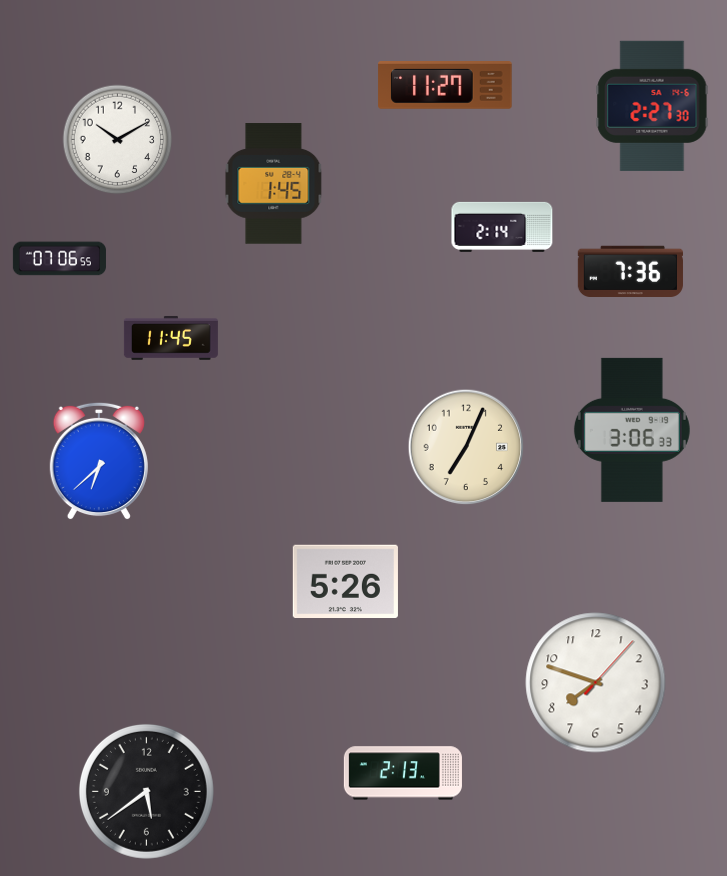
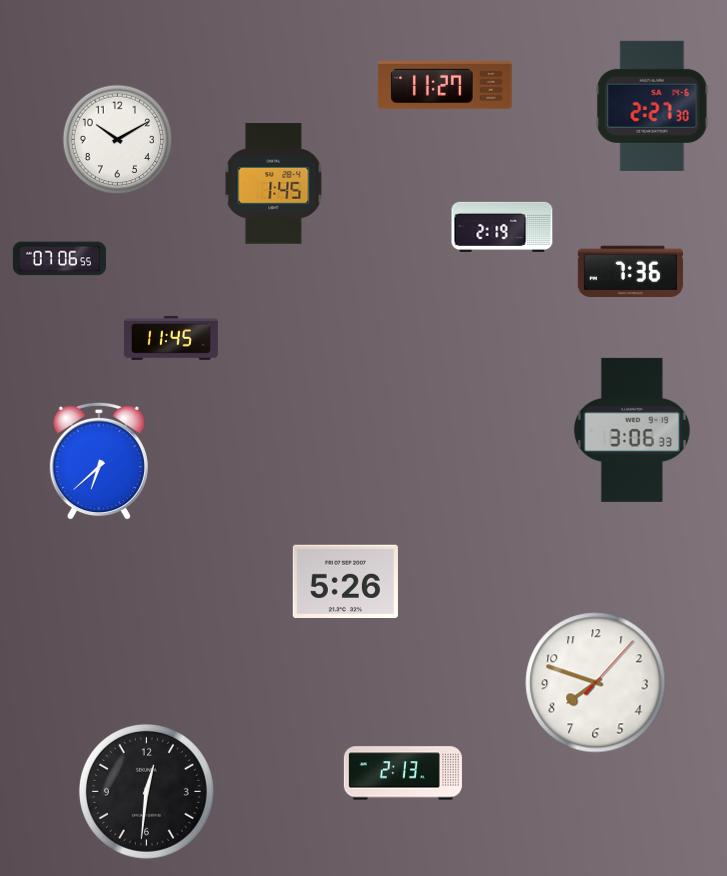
clock at (502, 227): 2:14 -> 2:19
clock at (466, 447): 7:04 -> none
clock at (146, 791): 5:39 -> 12:31
